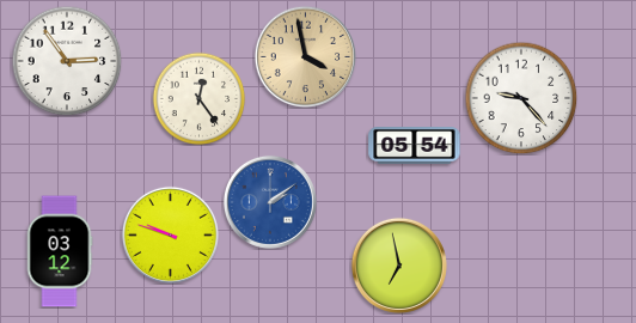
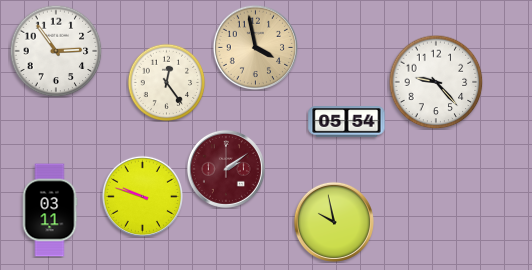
clock at (270, 202) dial: blue -> burgundy
clock at (60, 251): 03:12 -> 03:11
clock at (399, 266): 6:58 -> 9:58
